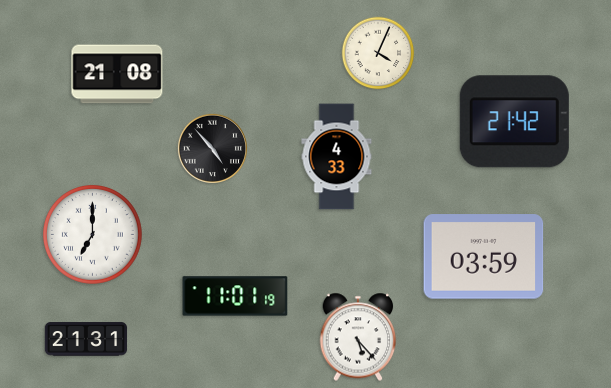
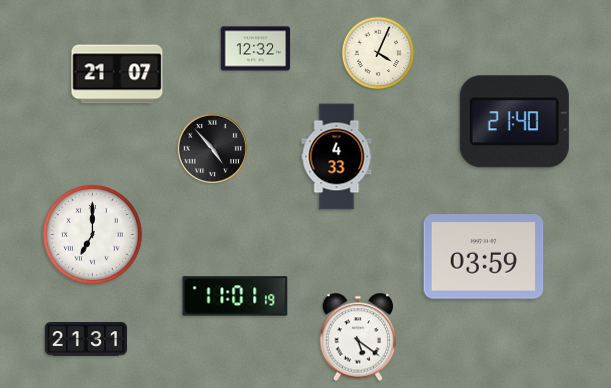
clock at (256, 49): none -> 12:32
clock at (117, 74): 21:08 -> 21:07
clock at (514, 122): 21:42 -> 21:40
clock at (358, 337): 5:23 -> 5:21
